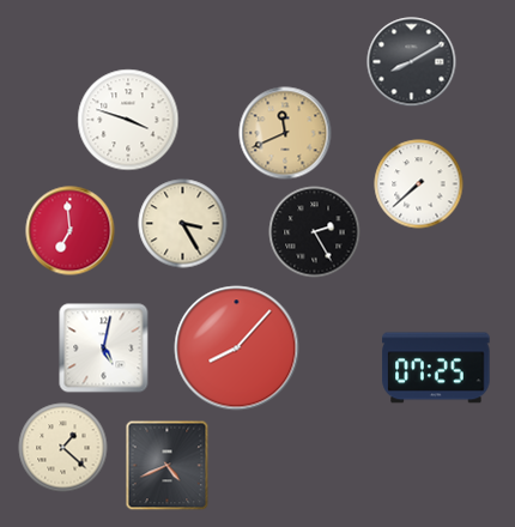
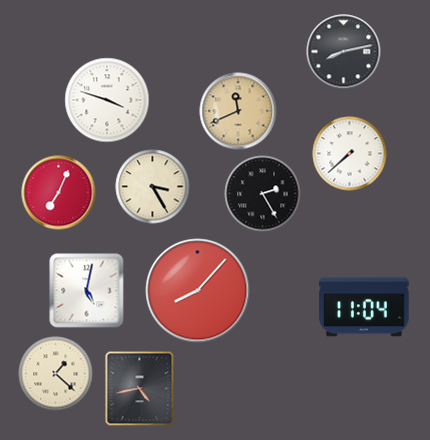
clock at (412, 62): 8:10 -> 8:13
clock at (71, 231): 6:59 -> 7:04
clock at (436, 368): 07:25 -> 11:04
clock at (63, 448) position: (63, 448) -> (56, 374)
clock at (168, 466): 4:41 -> 4:43
